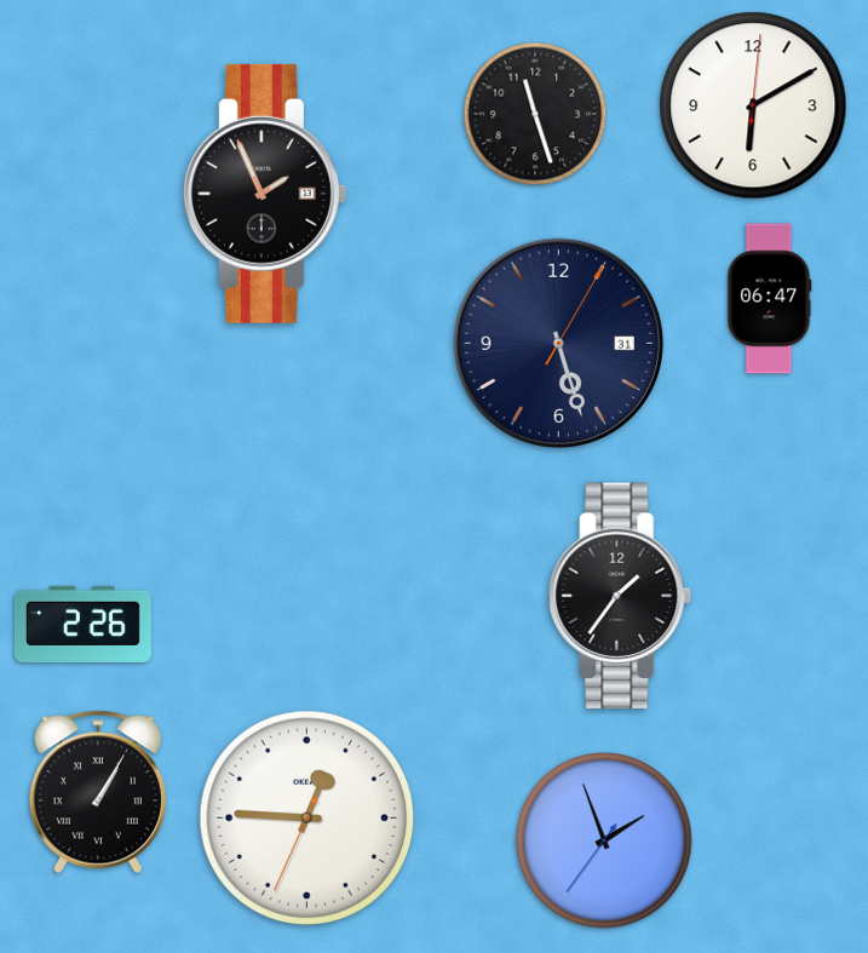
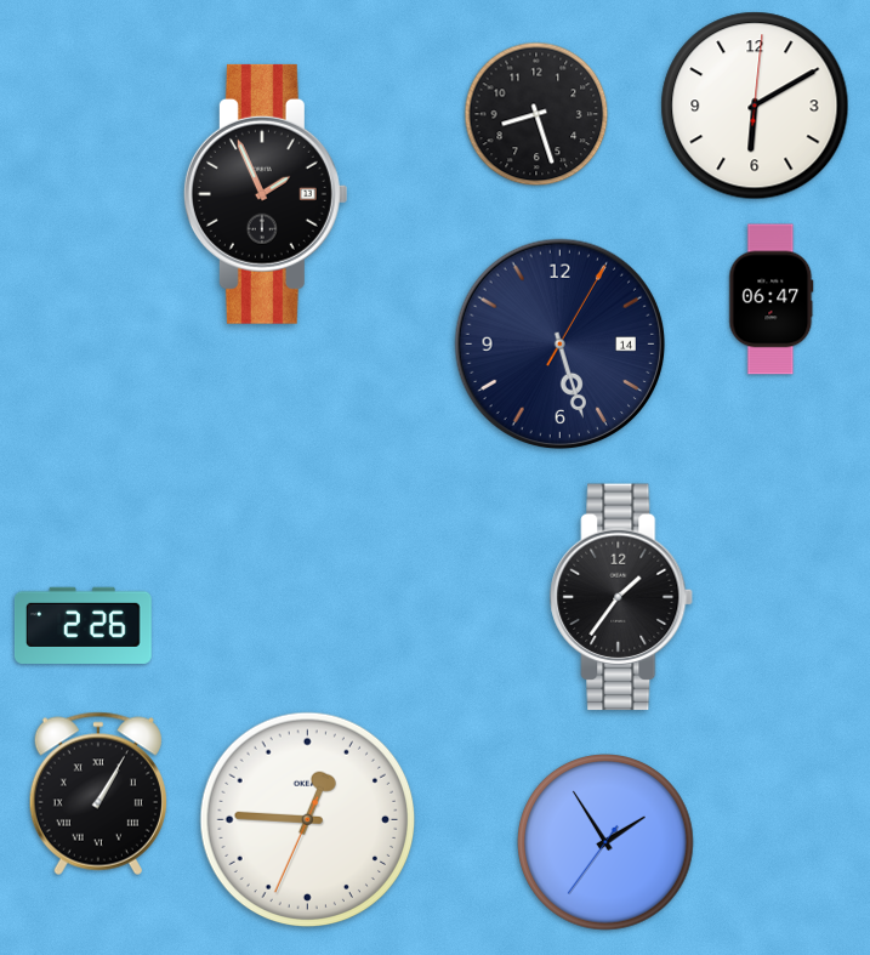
clock at (535, 114): 11:27 -> 8:27
clock at (559, 344) date: 31 -> 14
clock at (604, 840): 1:56 -> 1:54
